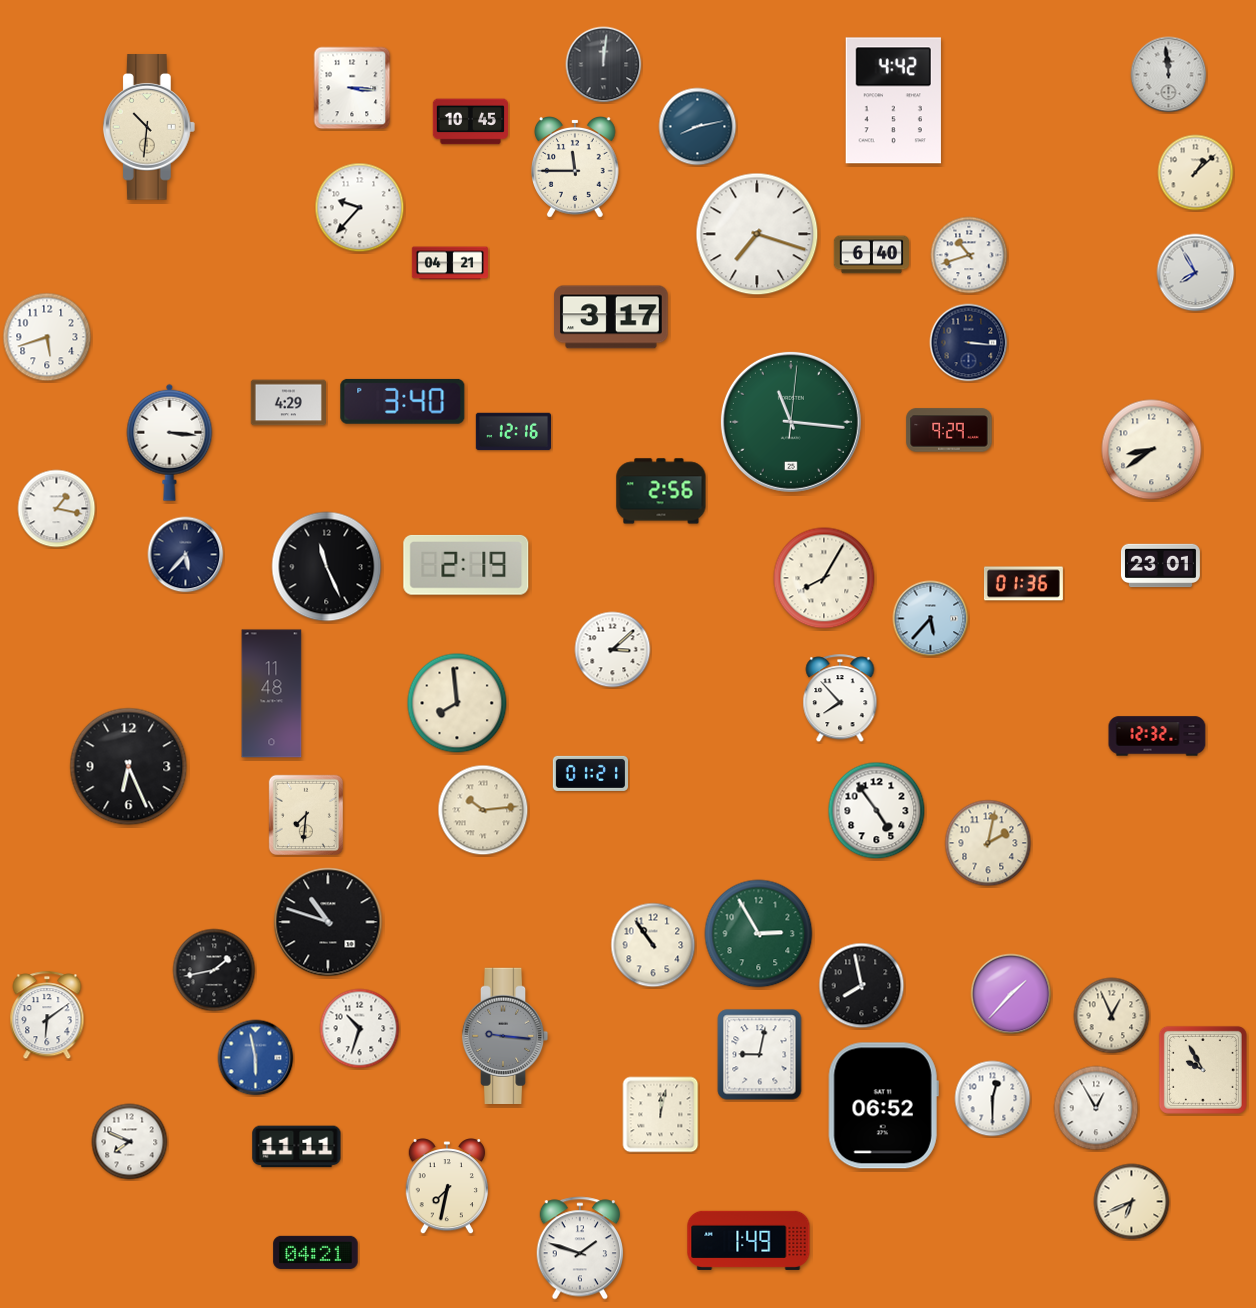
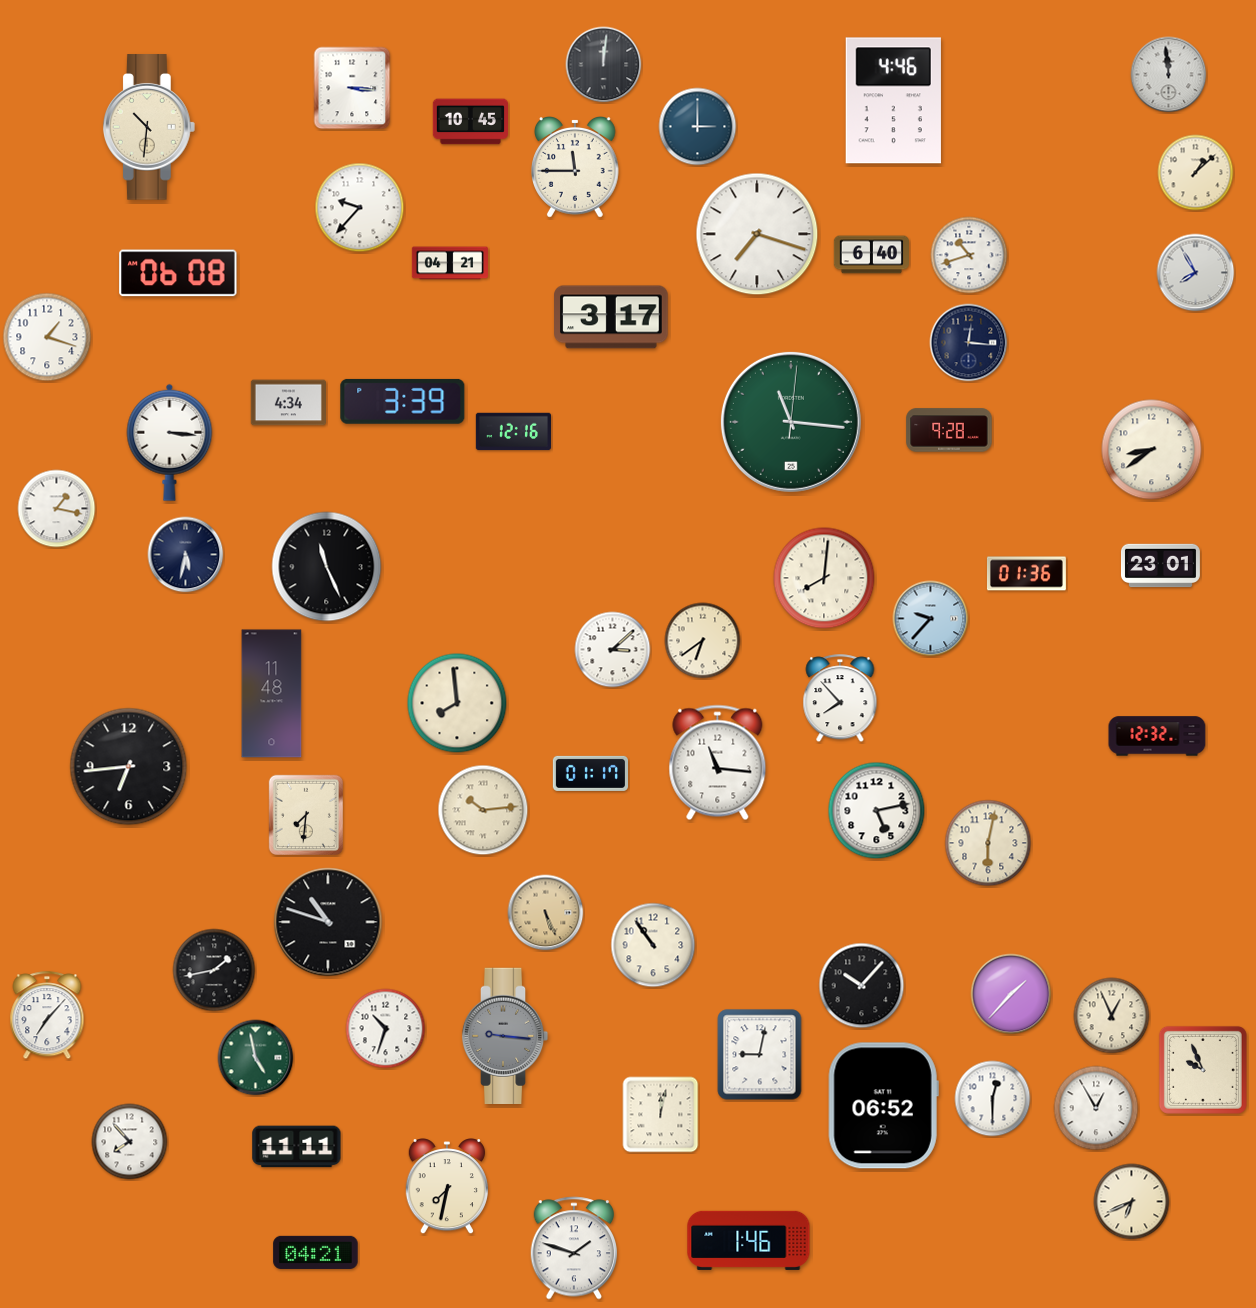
clock at (893, 101): 4:42 -> 4:46
clock at (698, 127): 8:13 -> 3:00
clock at (178, 273): none -> 06:08
clock at (47, 337): 5:42 -> 1:18
clock at (969, 343): 3:16 -> 12:16
clock at (403, 401): 3:40 -> 3:39
clock at (288, 403): 4:29 -> 4:34
clock at (949, 430): 9:29 -> 9:28
clock at (661, 491): 2:56 -> none
clock at (186, 555): 5:37 -> 5:32
clock at (466, 565): 2:19 -> none
clock at (824, 578): 8:05 -> 8:01
clock at (1023, 584) position: (1023, 584) -> (1026, 574)
clock at (931, 619): 5:37 -> 9:37
clock at (703, 641): none -> 6:39
clock at (718, 763): none -> 11:16
clock at (129, 767): 6:26 -> 6:44
clock at (590, 773): 01:21 -> 01:17
clock at (877, 811): 4:54 -> 5:13
clock at (988, 843): 2:02 -> 6:02
clock at (546, 913): none -> 5:26
clock at (759, 934): 2:55 -> none
clock at (862, 986): 7:58 -> 10:07
clock at (47, 1016): 6:09 -> 7:07
clock at (360, 1029) position: (360, 1029) -> (386, 1029)
clock at (256, 1058): 5:58 -> 4:58
clock at (256, 1058) dial: blue -> green
clock at (1203, 1070): 9:55 -> 9:56
clock at (130, 1142): 7:49 -> 7:53
clock at (749, 1240): 1:49 -> 1:46
clock at (580, 1248) position: (580, 1248) -> (574, 1248)
